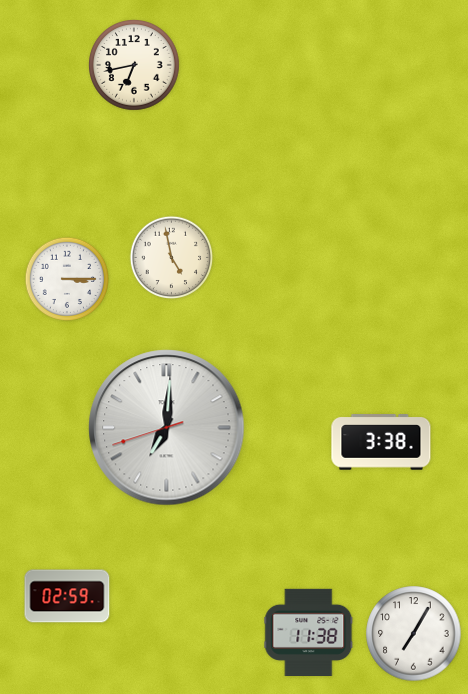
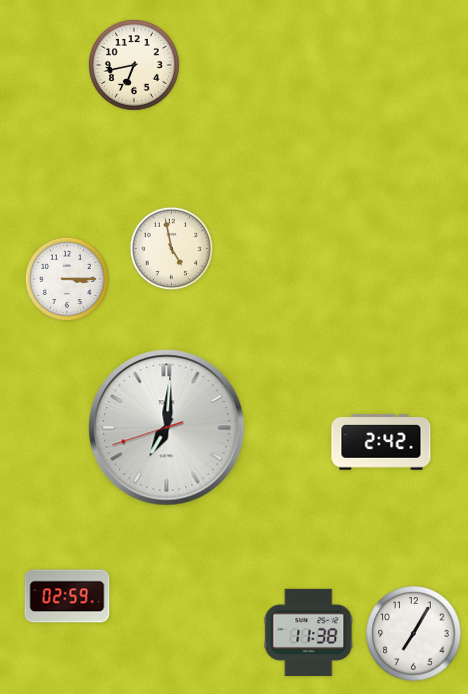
clock at (172, 258) position: (172, 258) -> (172, 249)
clock at (381, 442): 3:38 -> 2:42
